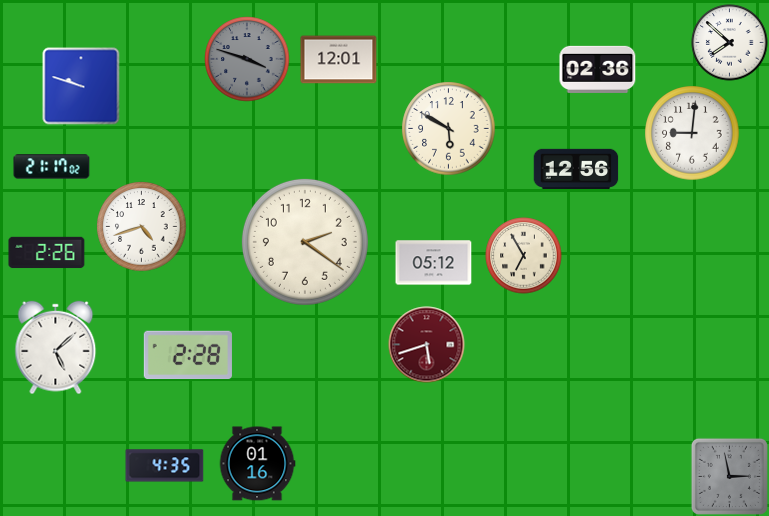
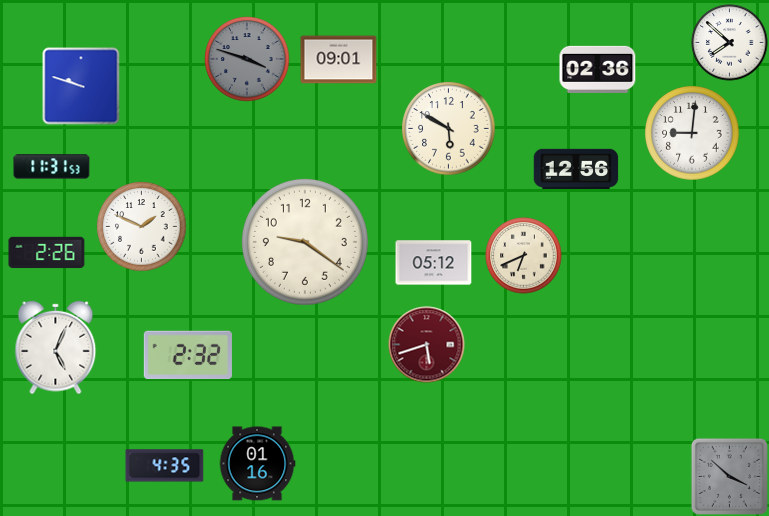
clock at (339, 60): 12:01 -> 09:01
clock at (52, 167): 21:17 -> 11:31
clock at (142, 227): 4:42 -> 1:49
clock at (305, 242): 2:21 -> 9:21
clock at (524, 256): 6:55 -> 6:41
clock at (56, 348): 5:08 -> 5:04
clock at (188, 355): 2:28 -> 2:32
clock at (729, 476): 2:58 -> 3:52
